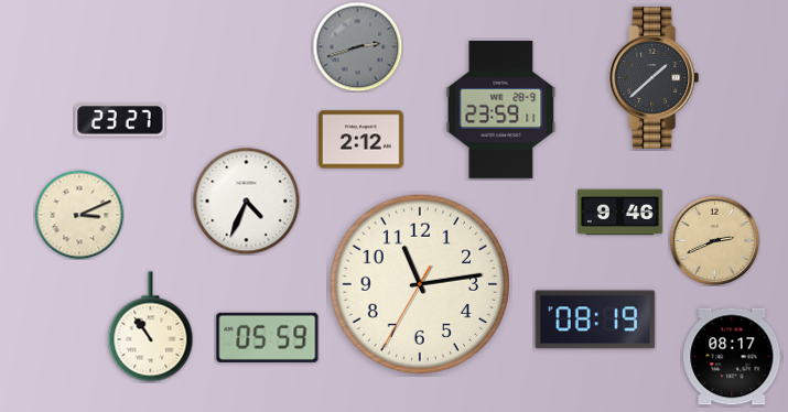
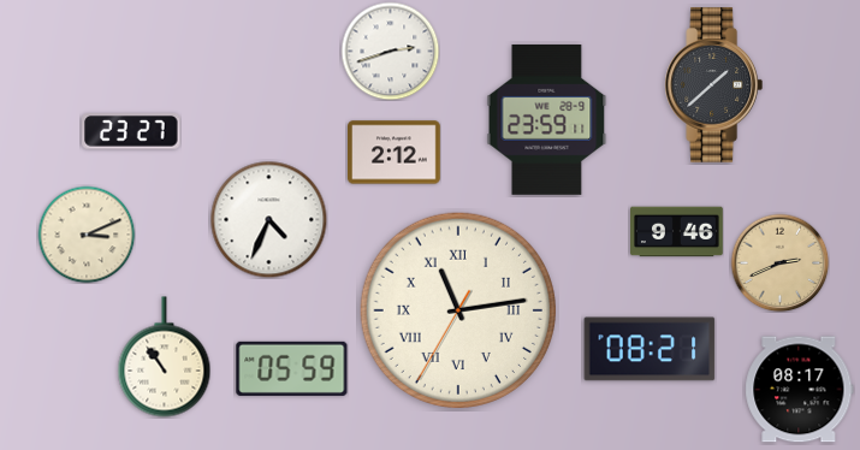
clock at (357, 46) dial: grey -> white
clock at (419, 283) numerals: Arabic -> Roman
clock at (595, 319): 08:19 -> 08:21
